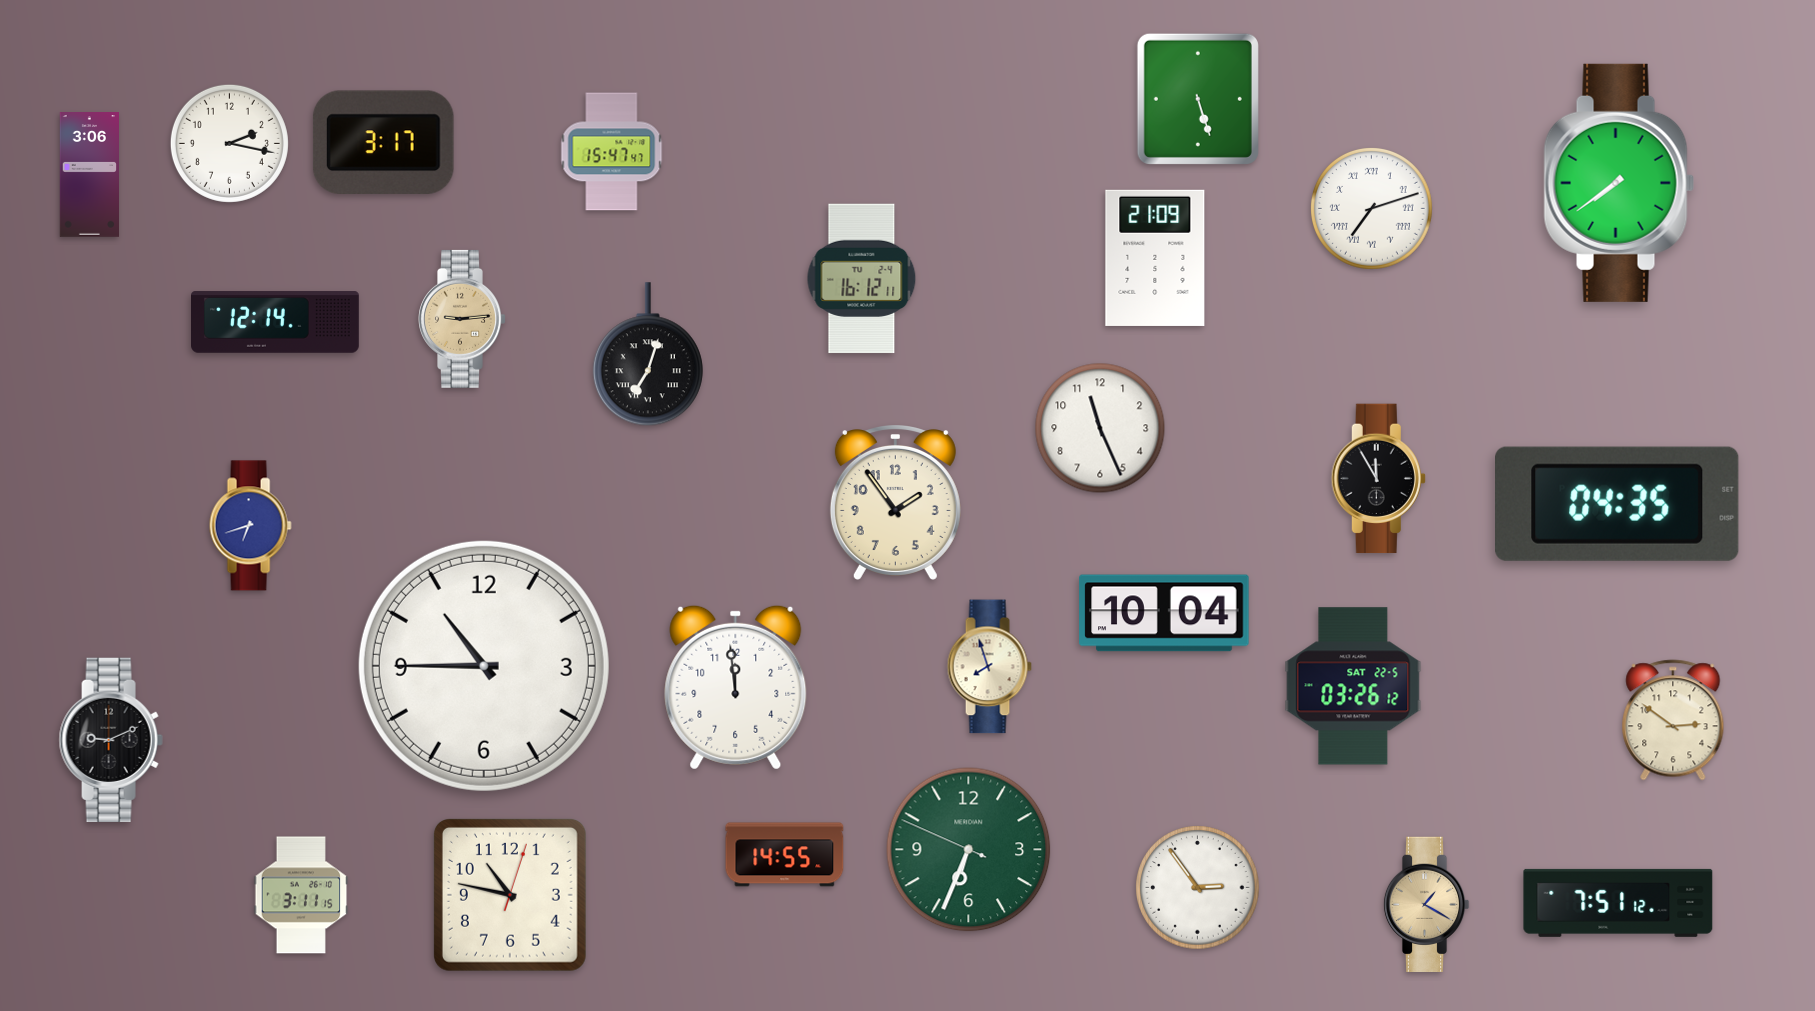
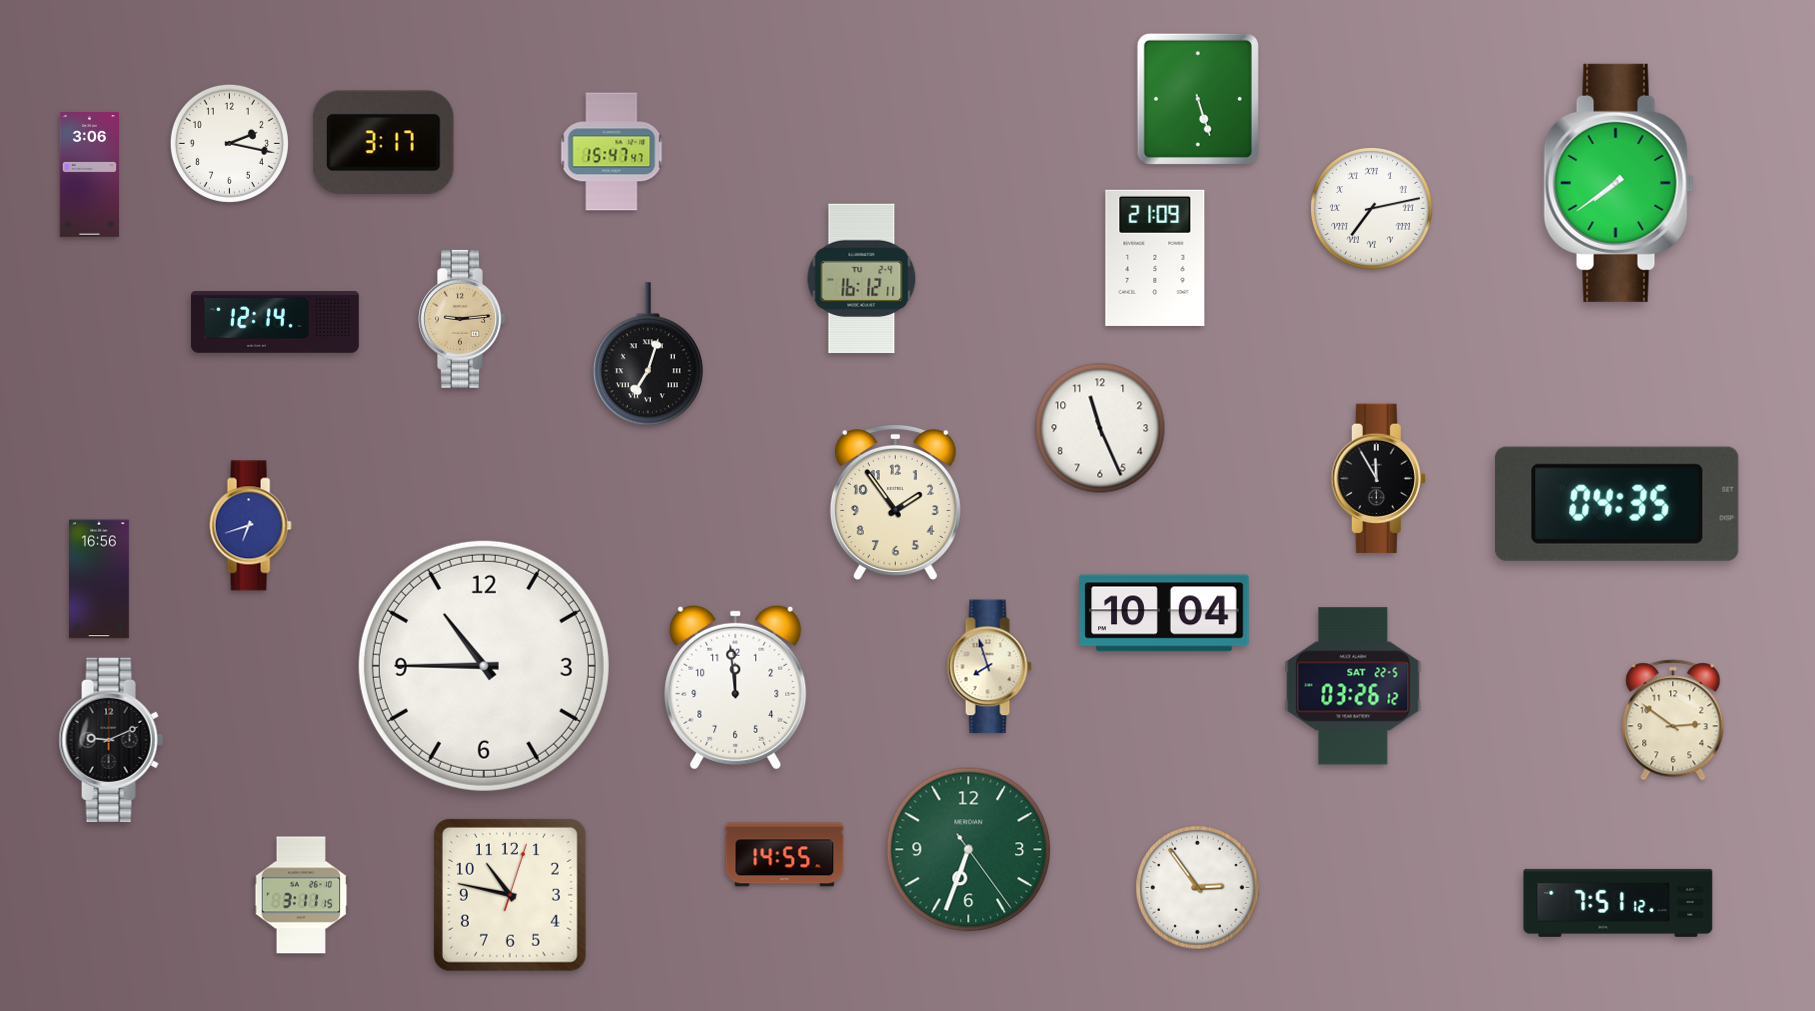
clock at (1371, 209): 7:12 -> 7:13
clock at (100, 579): none -> 16:56
clock at (969, 850): 6:33:49 -> 6:33:24
clock at (1426, 904): 1:20 -> none
